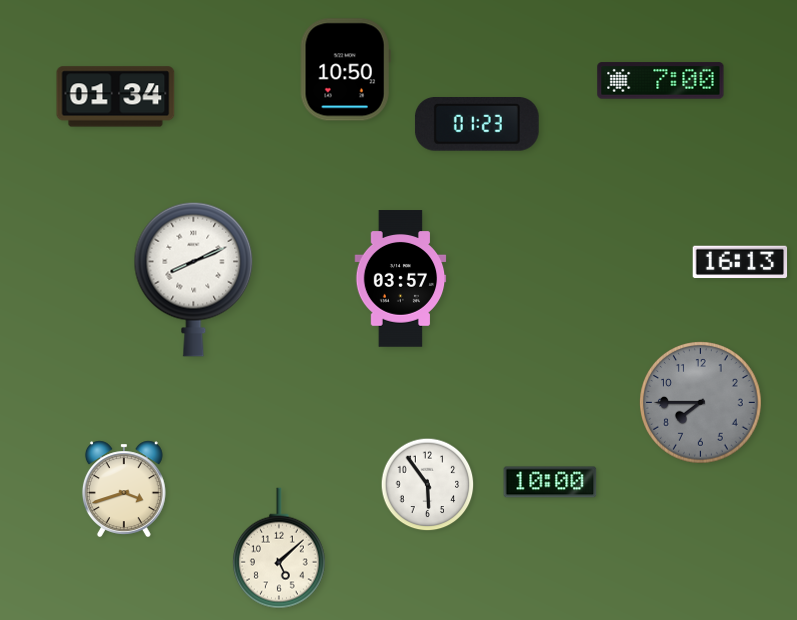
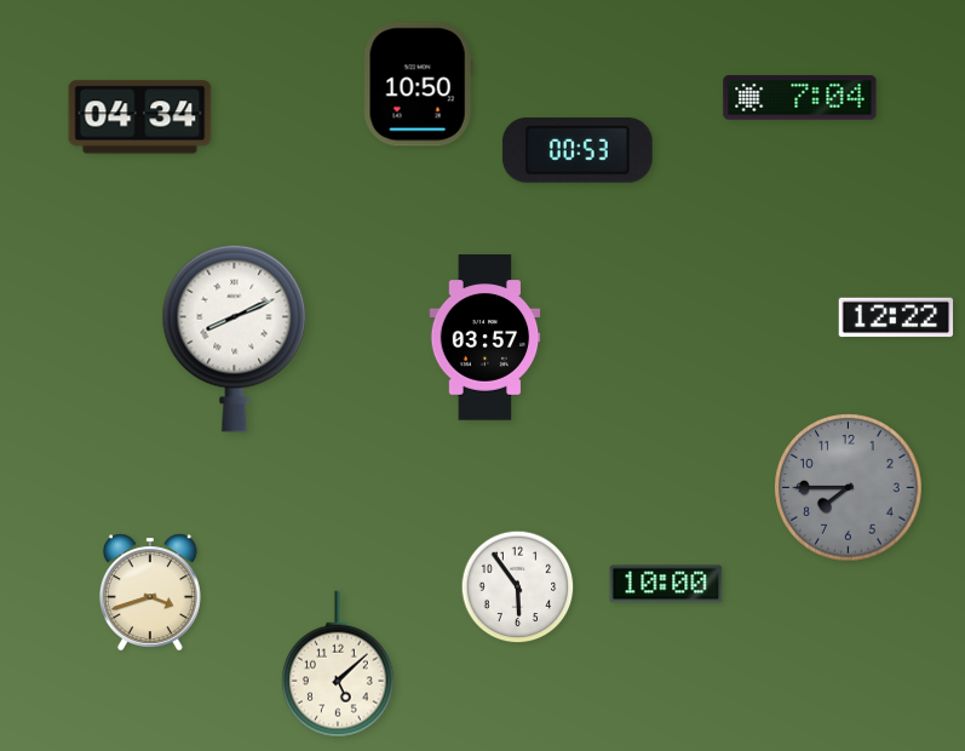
clock at (661, 81): 7:00 -> 7:04
clock at (116, 97): 01:34 -> 04:34
clock at (477, 125): 01:23 -> 00:53
clock at (740, 262): 16:13 -> 12:22
